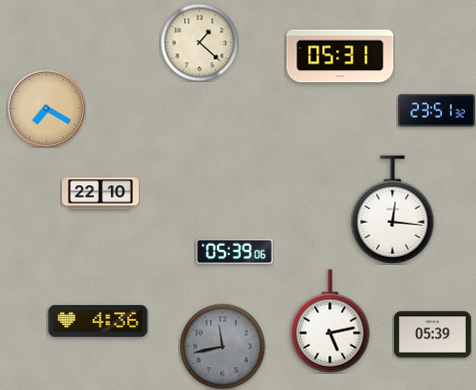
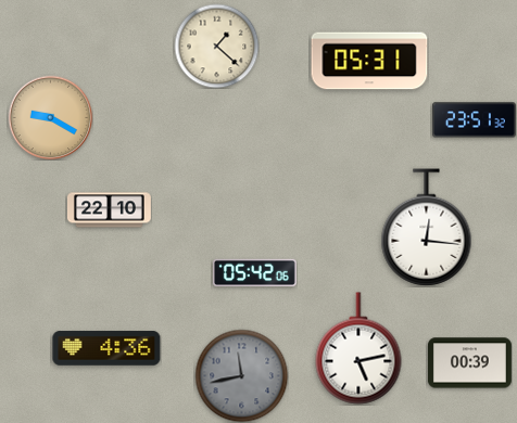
clock at (46, 108): 7:20 -> 9:20
clock at (234, 252): 05:39 -> 05:42
clock at (432, 335): 05:39 -> 00:39
